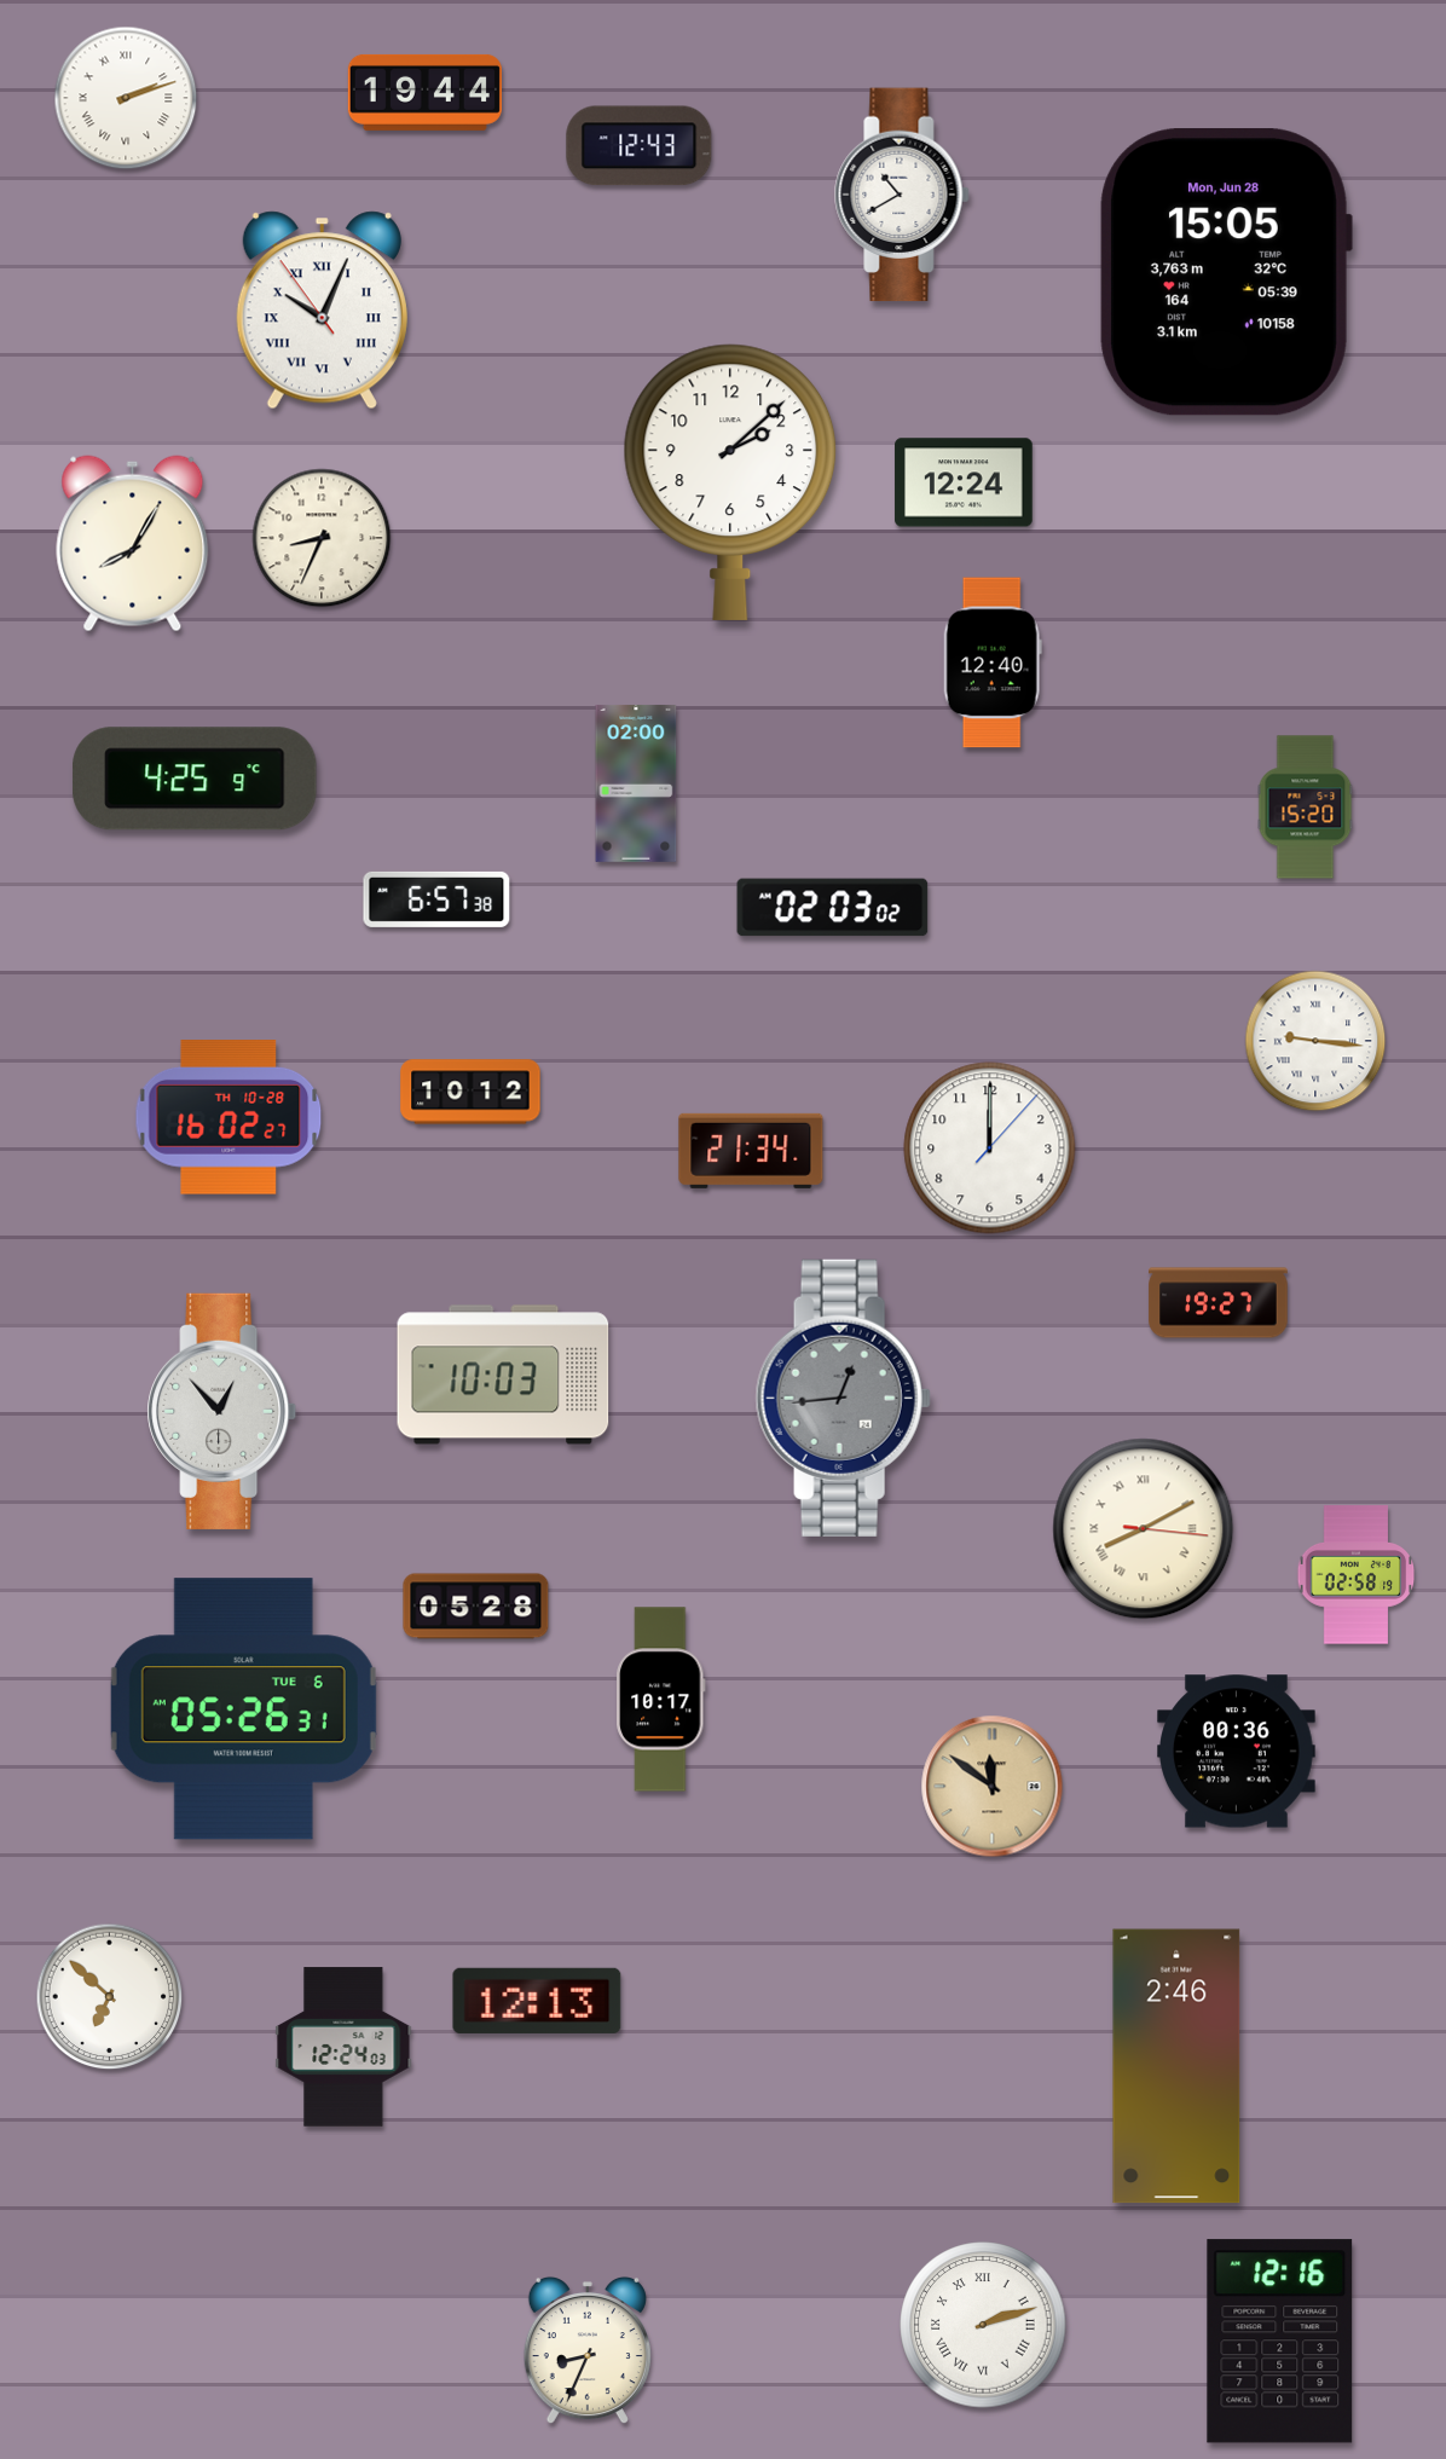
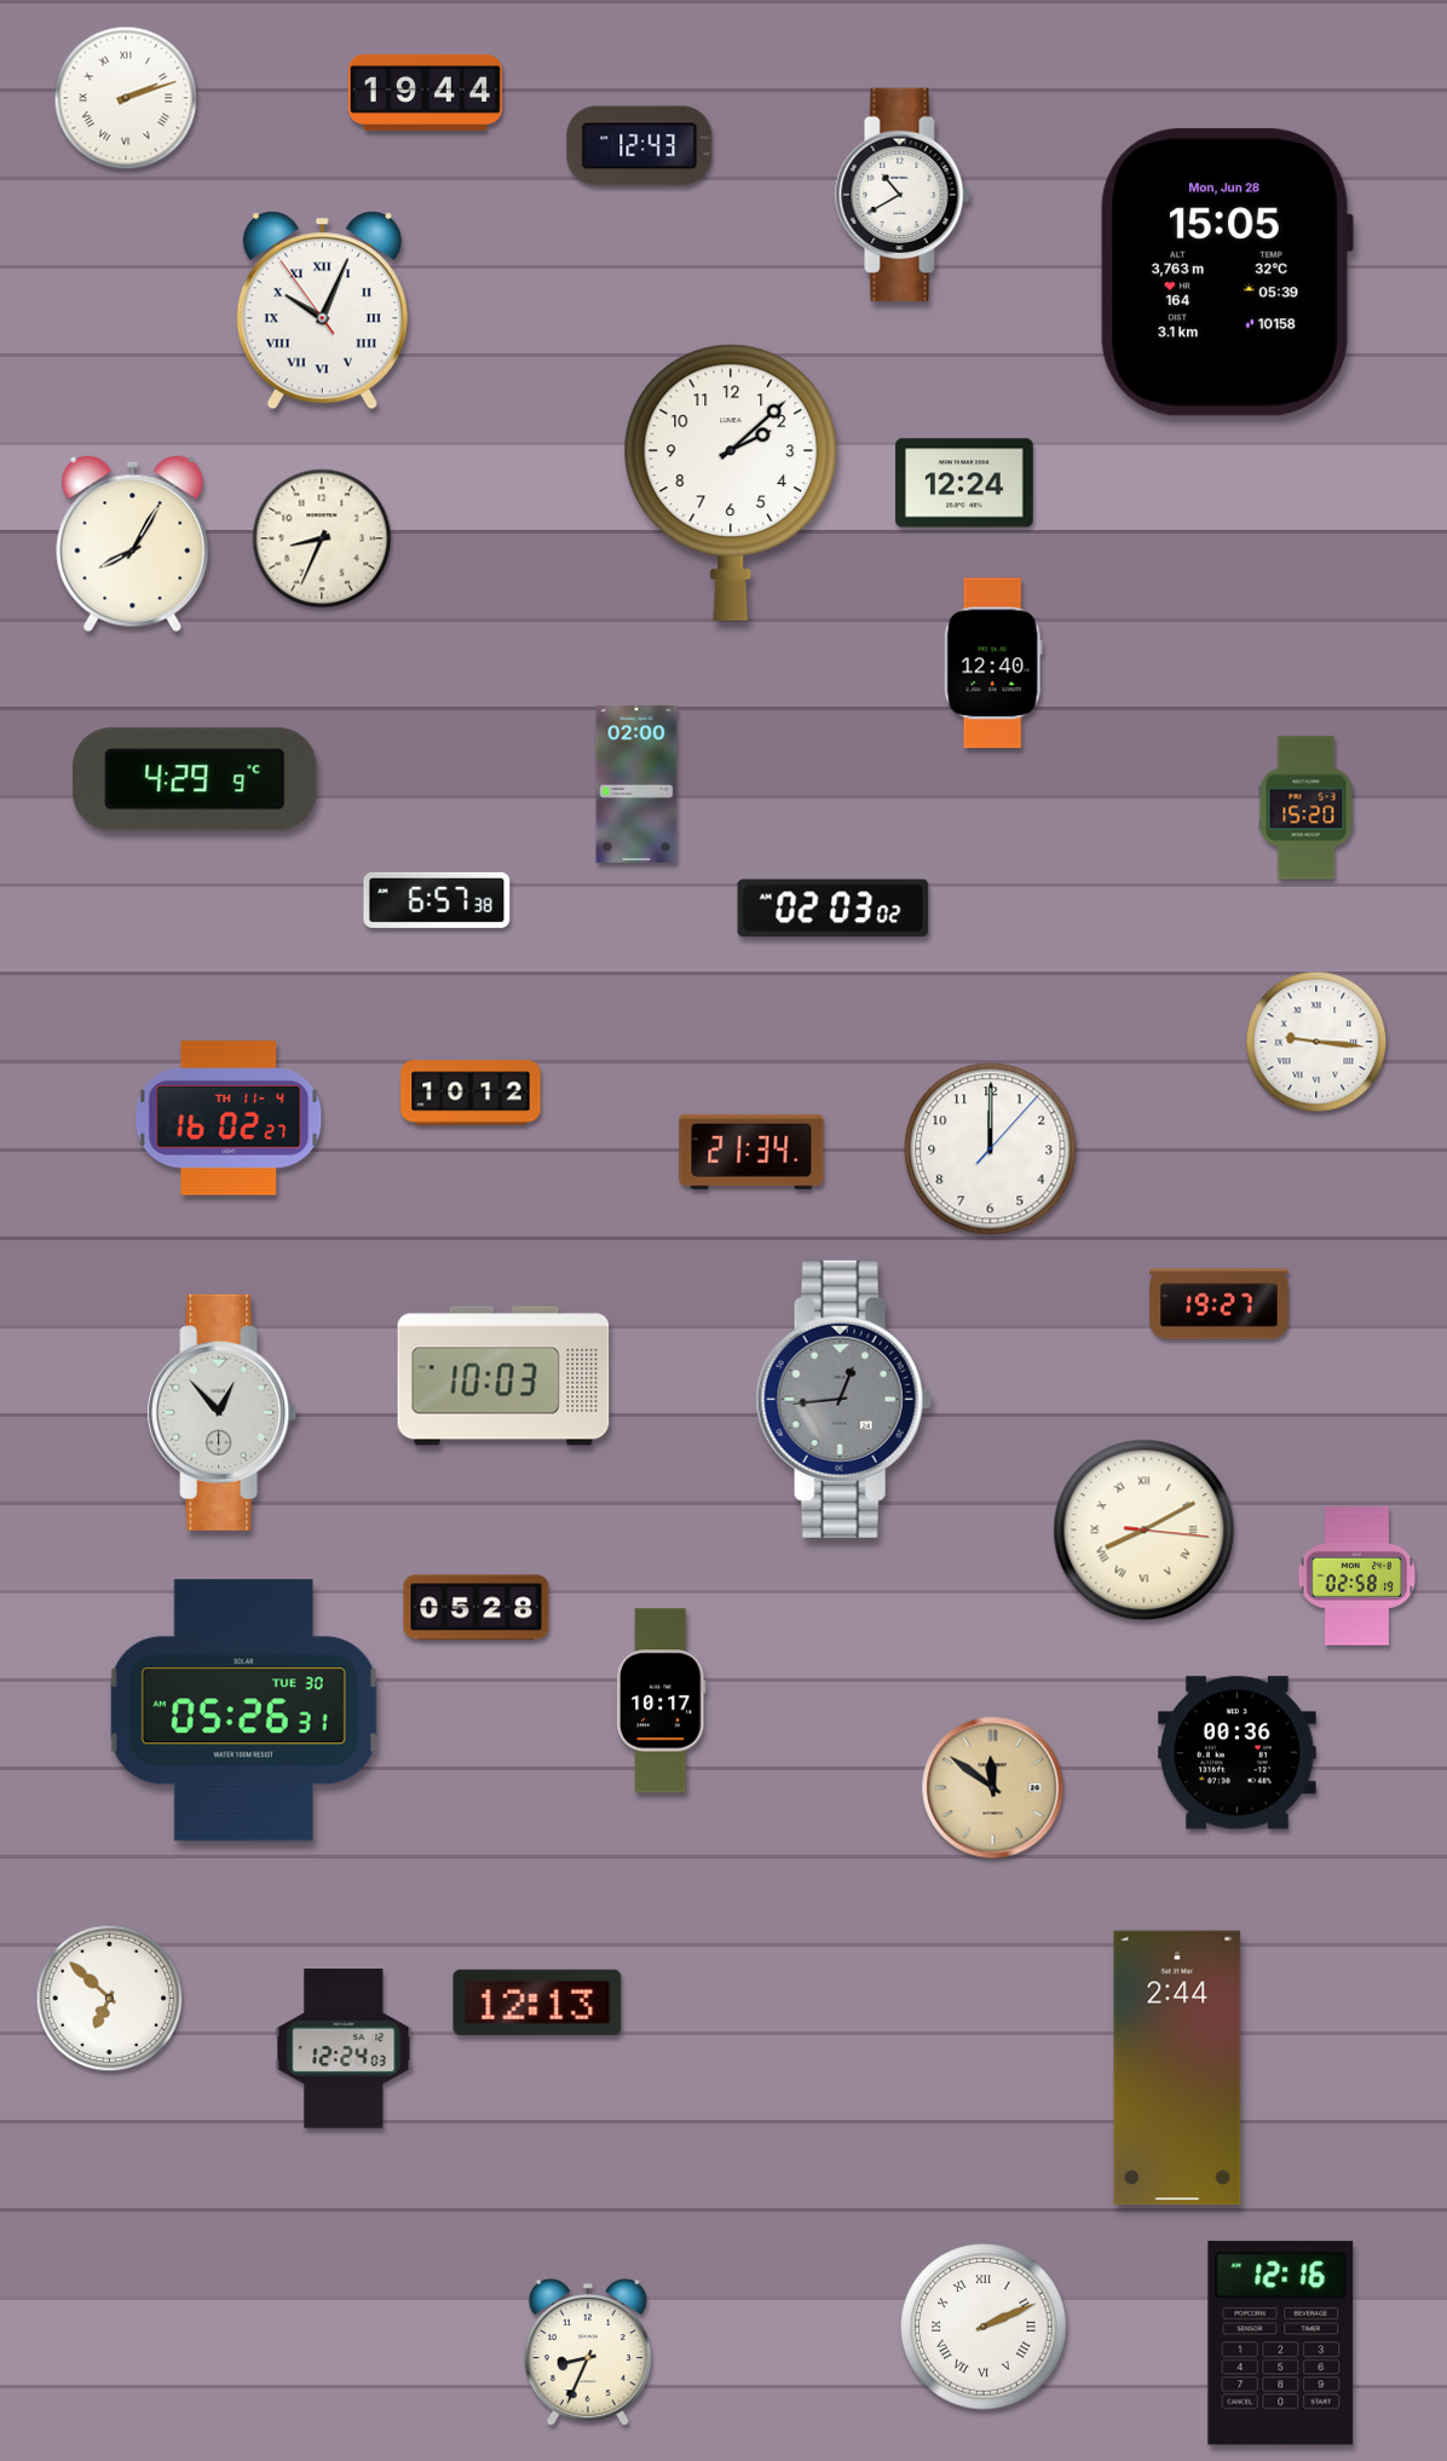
clock at (195, 779): 4:25 -> 4:29
clock at (229, 1117) date: TH 10-28 -> TH 11-4
clock at (243, 1709) date: TUE 6 -> TUE 30
clock at (1176, 2066): 2:46 -> 2:44
clock at (983, 2325): 2:12 -> 2:11
